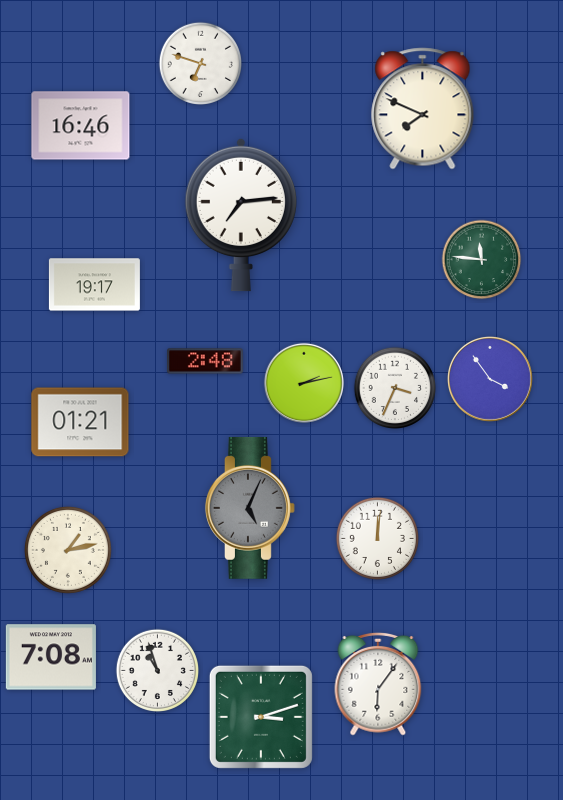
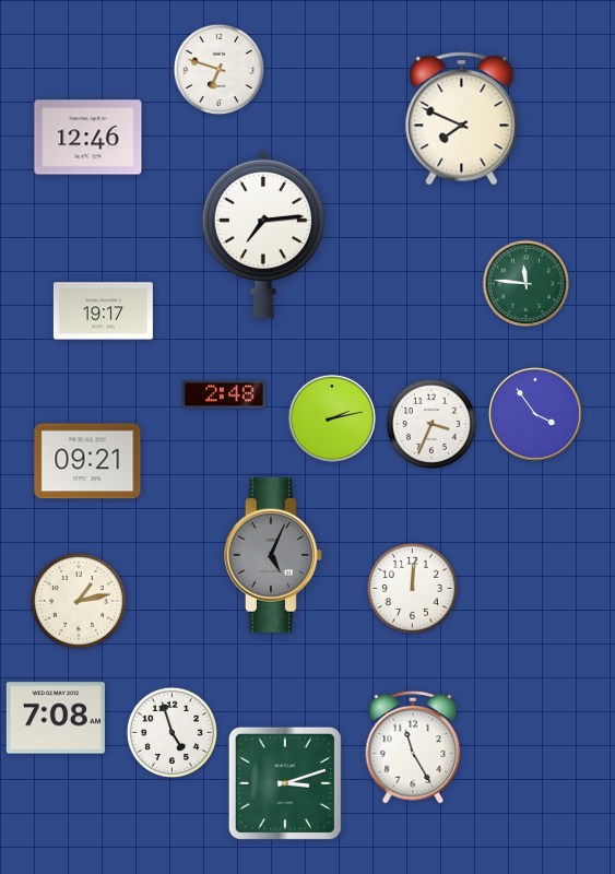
clock at (81, 126): 16:46 -> 12:46
clock at (80, 422): 01:21 -> 09:21
clock at (68, 550) position: (68, 550) -> (79, 601)
clock at (157, 670): 10:57 -> 4:57
clock at (378, 684): 6:06 -> 11:25
